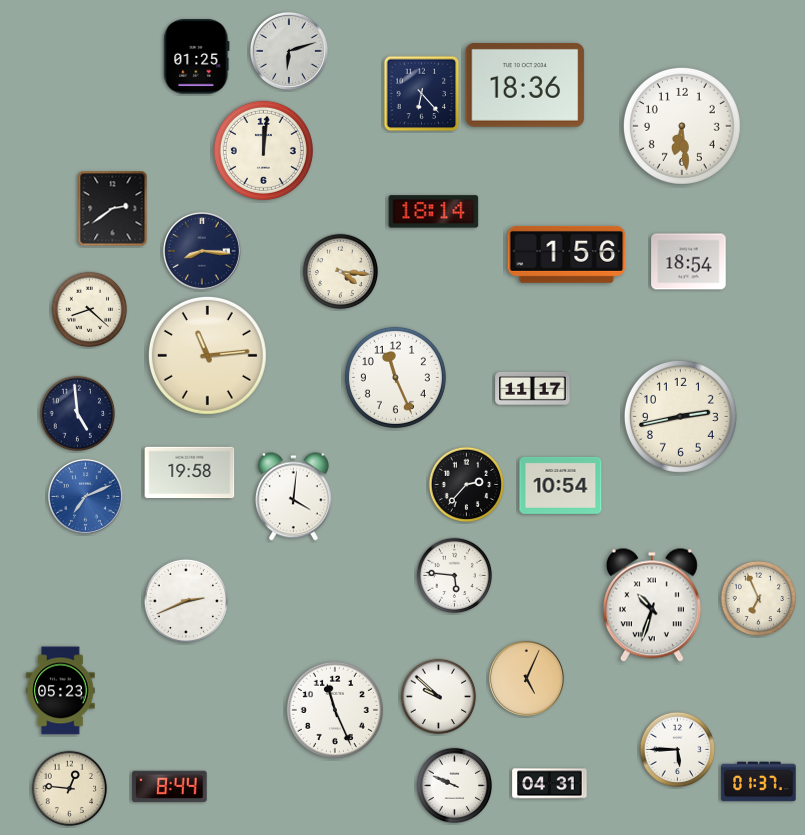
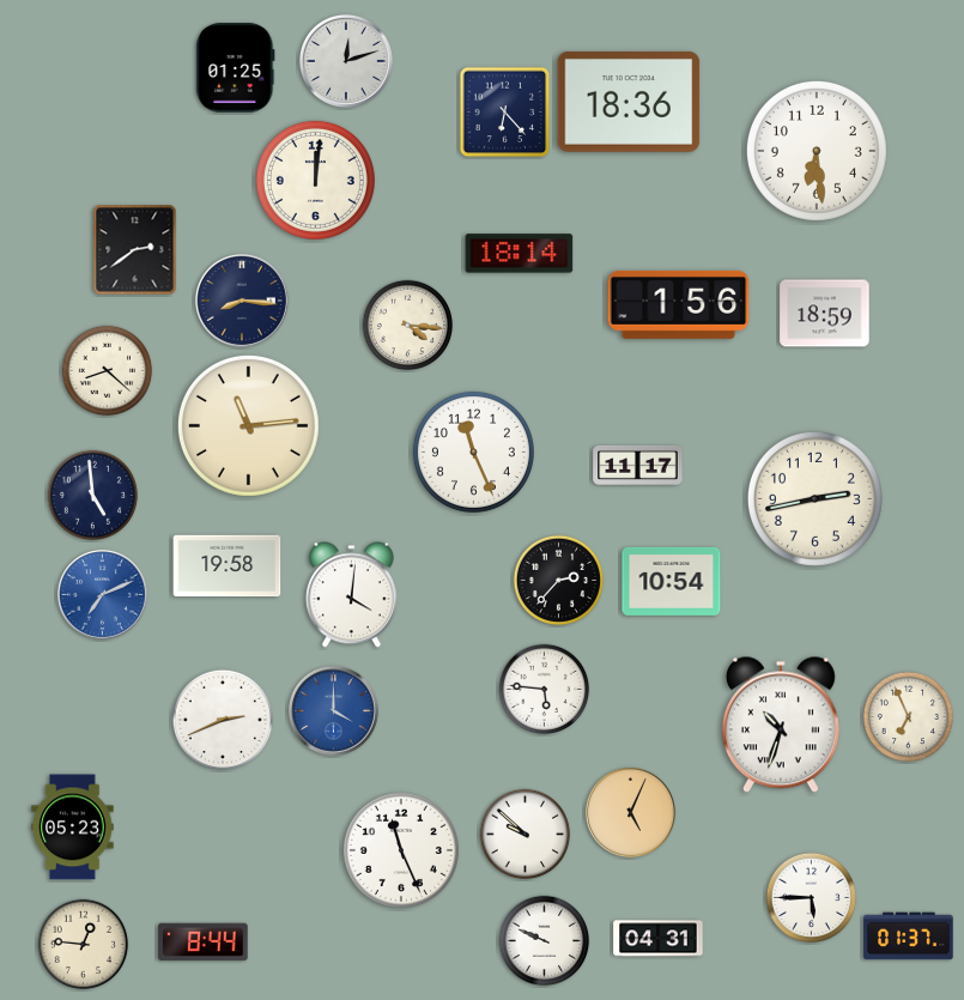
clock at (289, 51): 6:12 -> 12:12
clock at (689, 262): 18:54 -> 18:59
clock at (333, 710): none -> 4:00
